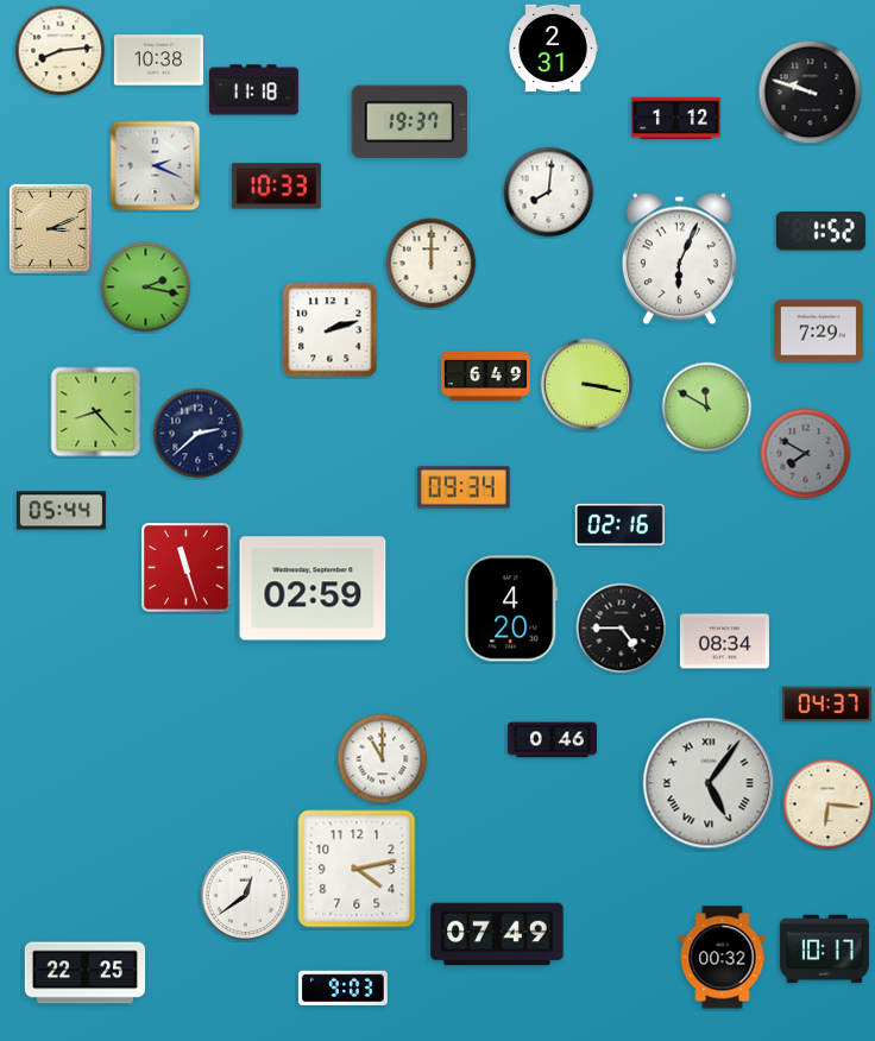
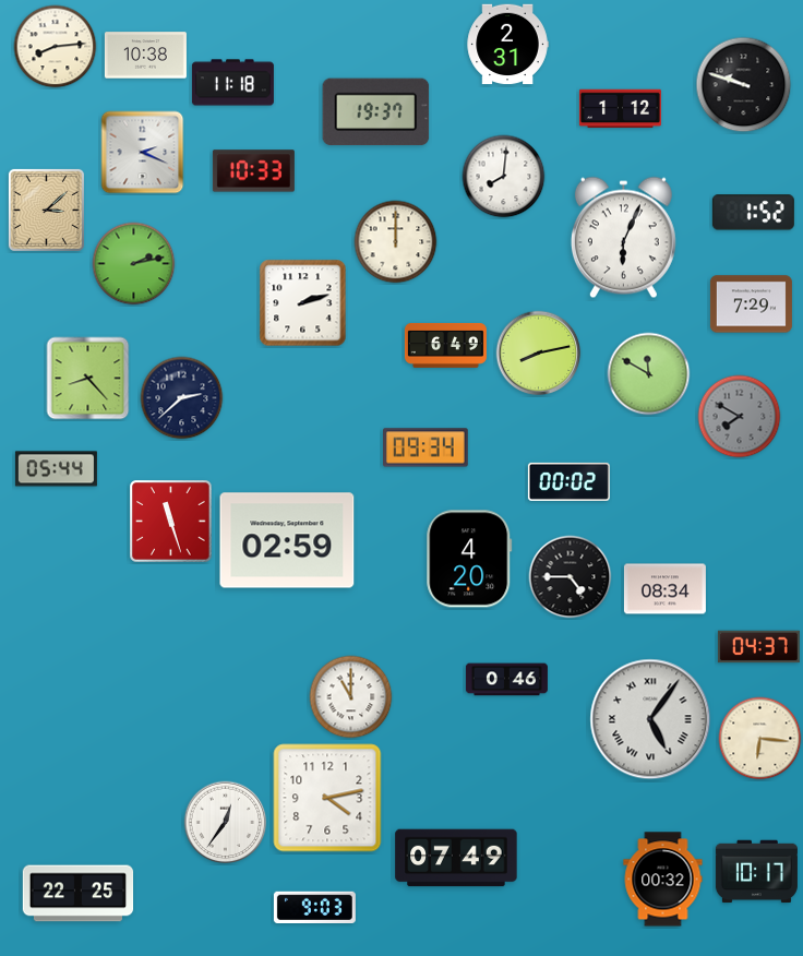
clock at (50, 228): 3:11 -> 3:08
clock at (146, 288): 2:17 -> 2:13
clock at (587, 385): 3:17 -> 8:13
clock at (619, 524): 02:16 -> 00:02
clock at (246, 896): 12:39 -> 12:36
